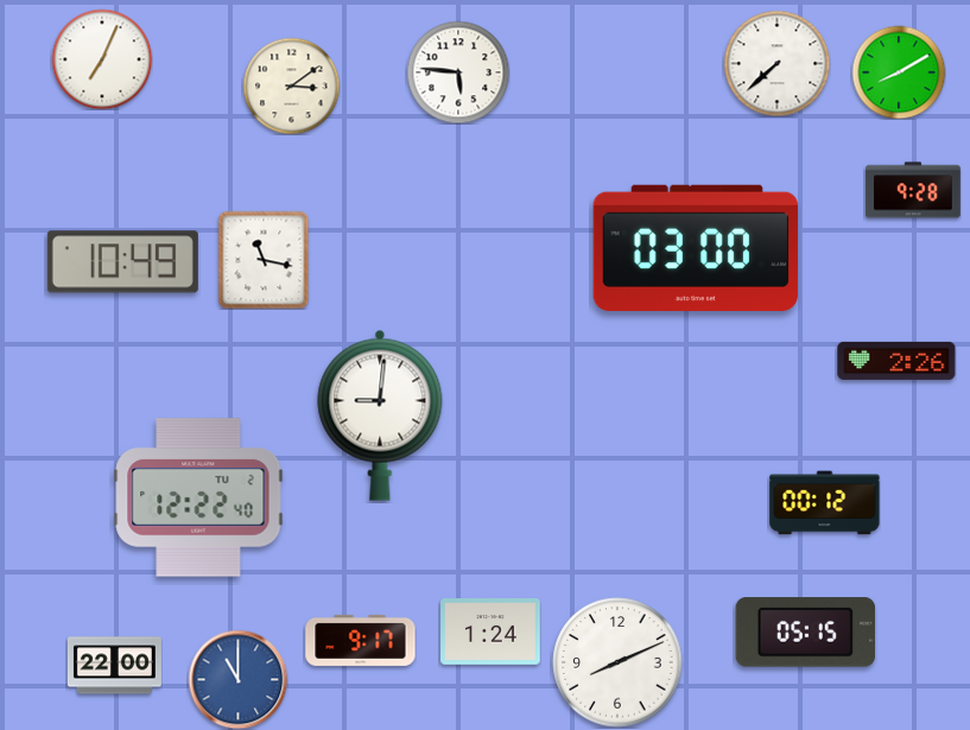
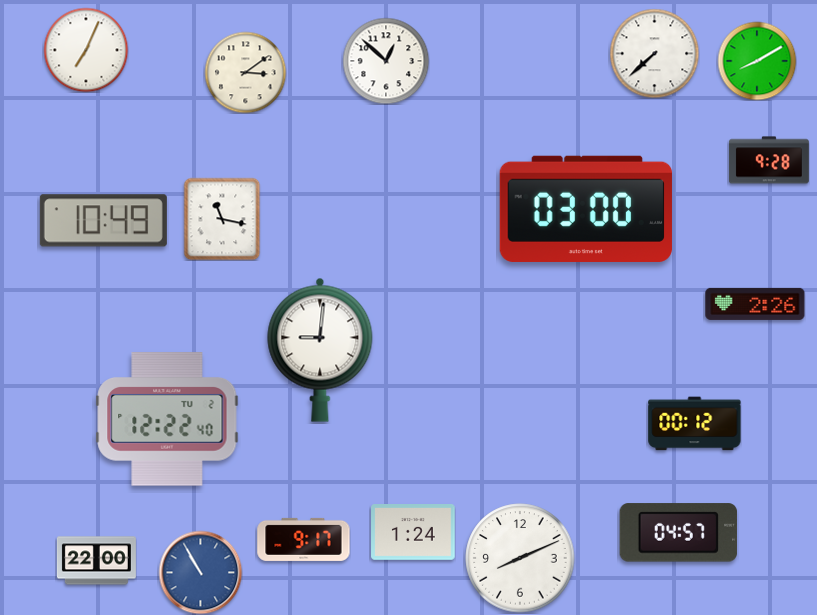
clock at (458, 72): 5:46 -> 12:52
clock at (806, 633): 05:15 -> 04:57
clock at (237, 679): 11:00 -> 10:55
